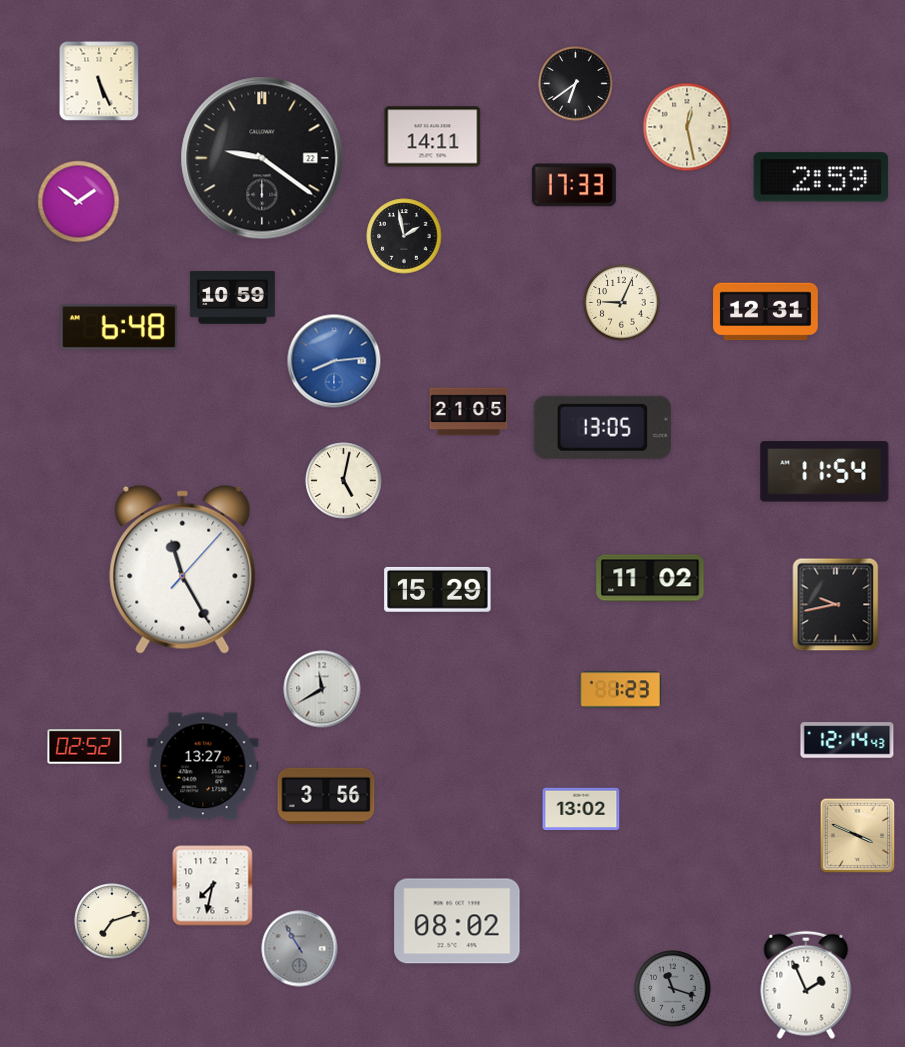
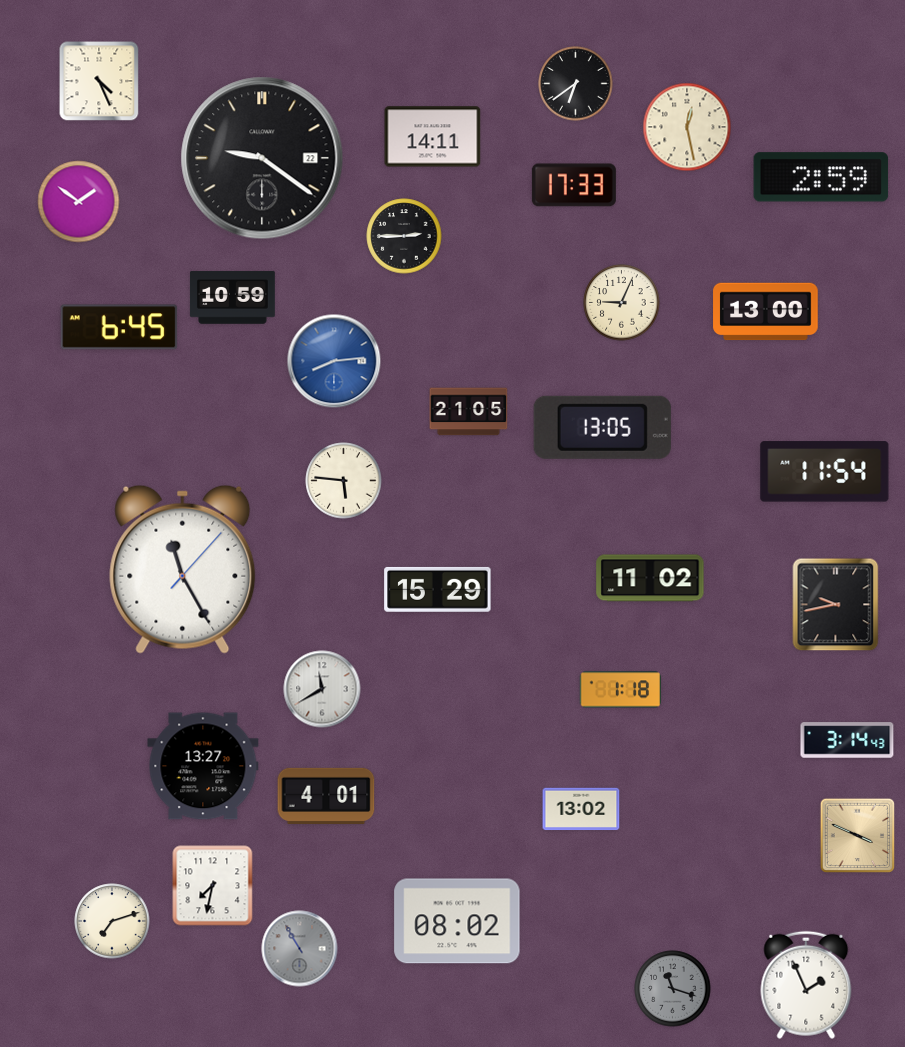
clock at (99, 81): 5:26 -> 4:26
clock at (404, 236): 1:58 -> 2:45
clock at (766, 312): 12:31 -> 13:00
clock at (119, 327): 6:48 -> 6:45
clock at (344, 481): 5:02 -> 5:46
clock at (620, 690): 1:23 -> 1:18
clock at (847, 740): 12:14 -> 3:14
clock at (85, 747): 02:52 -> none
clock at (326, 796): 3:56 -> 4:01
